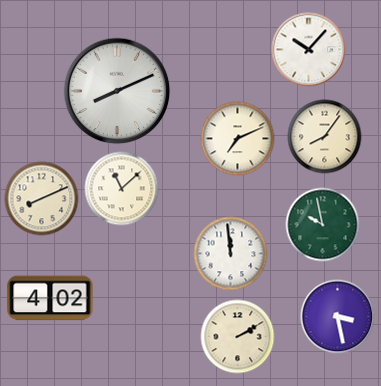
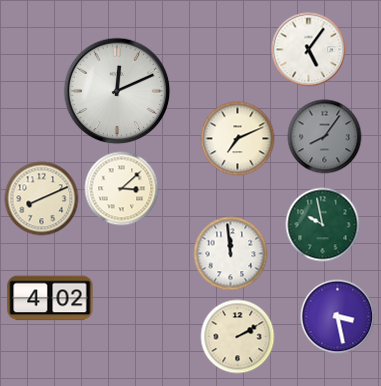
clock at (309, 50): 10:07 -> 5:06
clock at (117, 91): 8:11 -> 12:11
clock at (325, 137) dial: cream -> grey
clock at (122, 189): 11:08 -> 3:08
